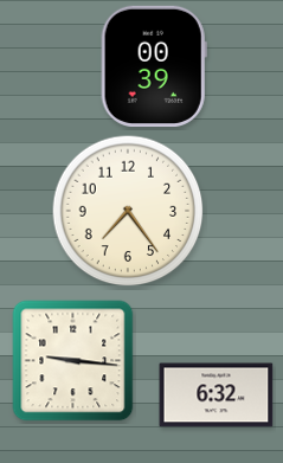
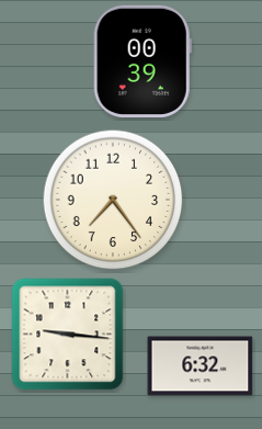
clock at (128, 211) position: (128, 211) -> (113, 200)
